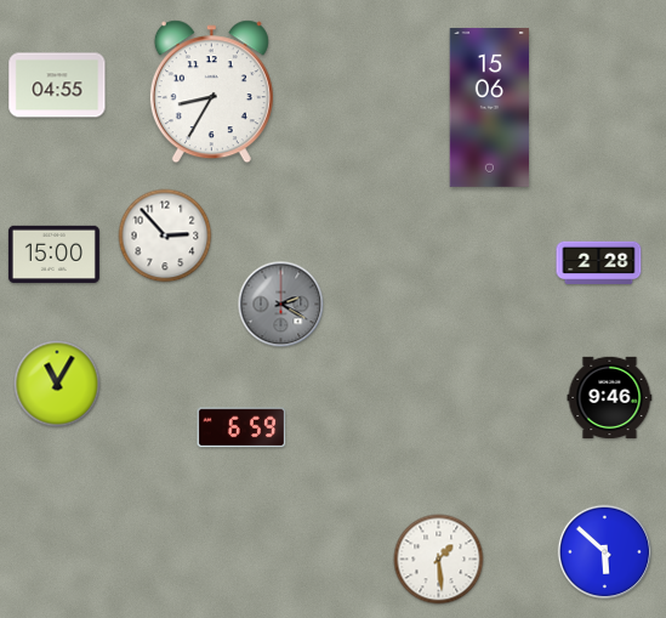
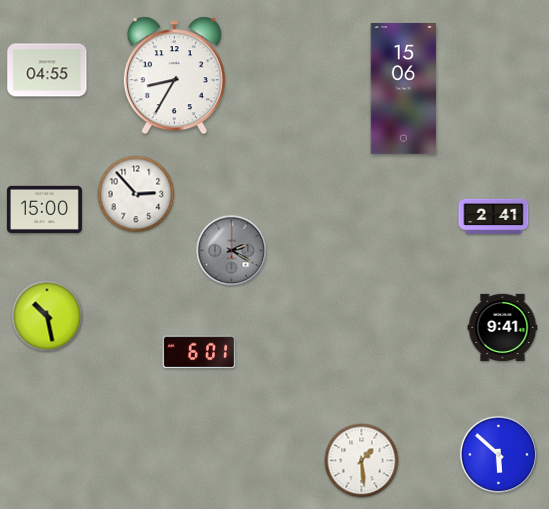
clock at (599, 263): 2:28 -> 2:41
clock at (57, 384): 11:05 -> 10:28
clock at (610, 397): 9:46 -> 9:41
clock at (241, 427): 6:59 -> 6:01
